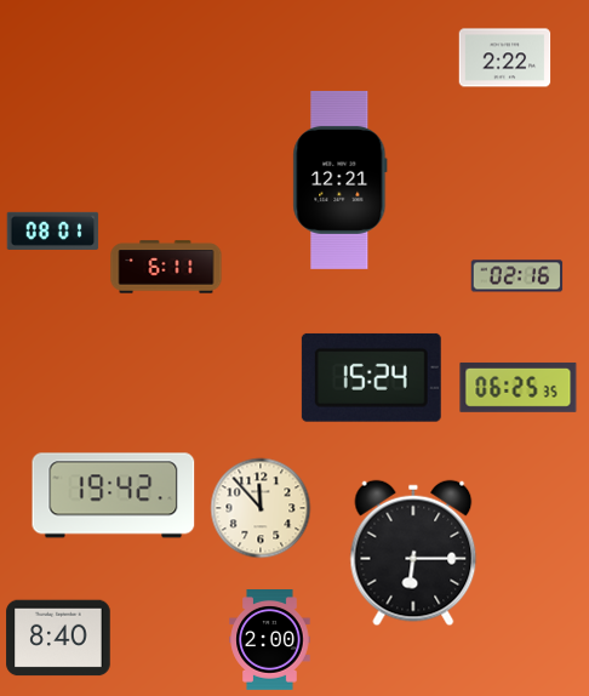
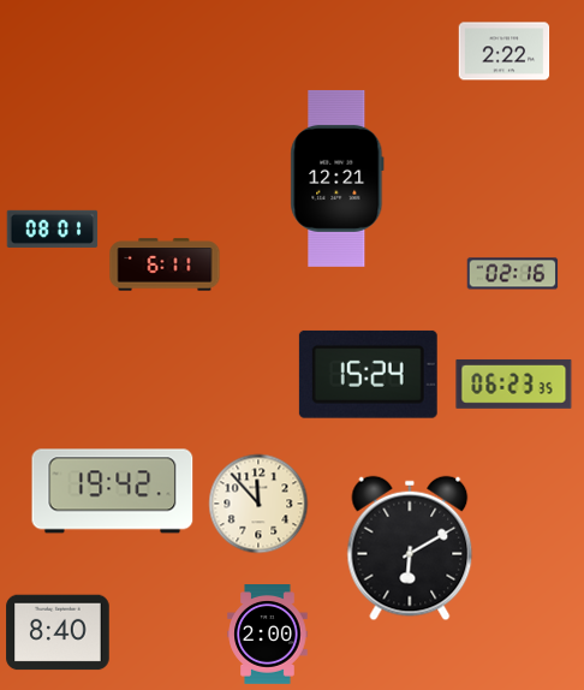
clock at (505, 58) position: (505, 58) -> (505, 52)
clock at (519, 388): 06:25 -> 06:23
clock at (413, 553): 6:15 -> 6:10
